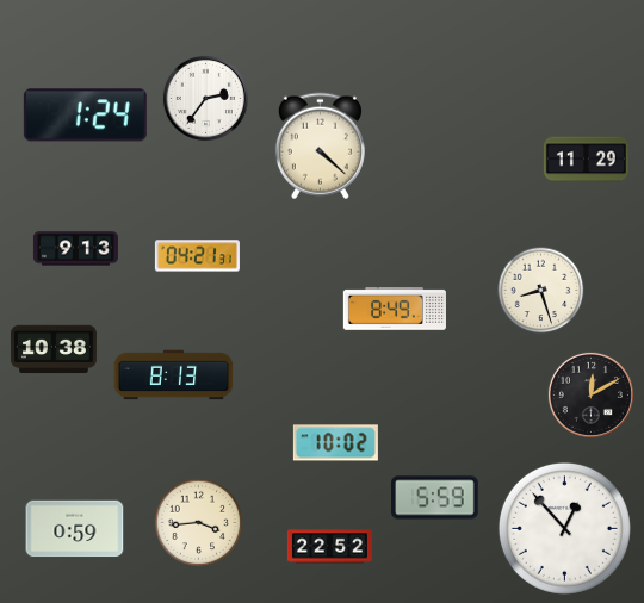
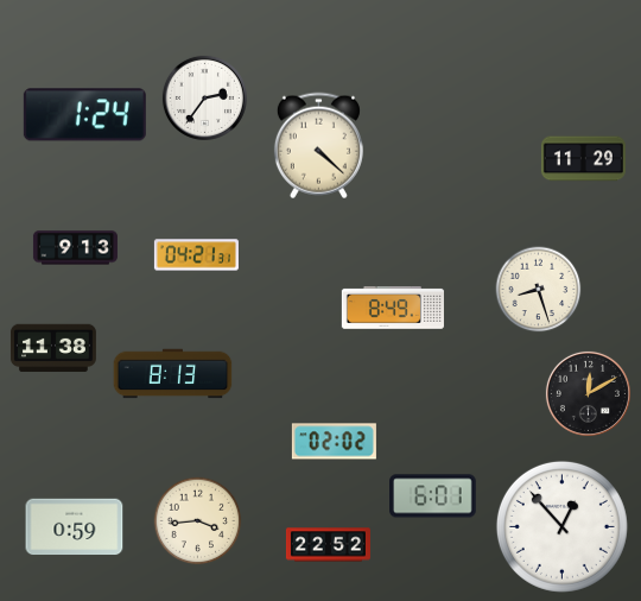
clock at (54, 349): 10:38 -> 11:38
clock at (335, 443): 10:02 -> 02:02
clock at (435, 498): 5:59 -> 6:01
